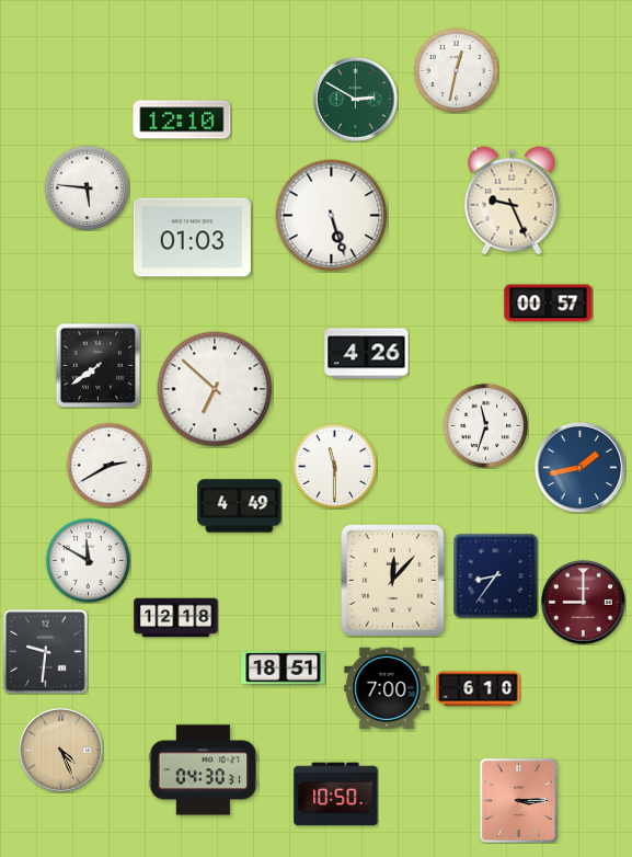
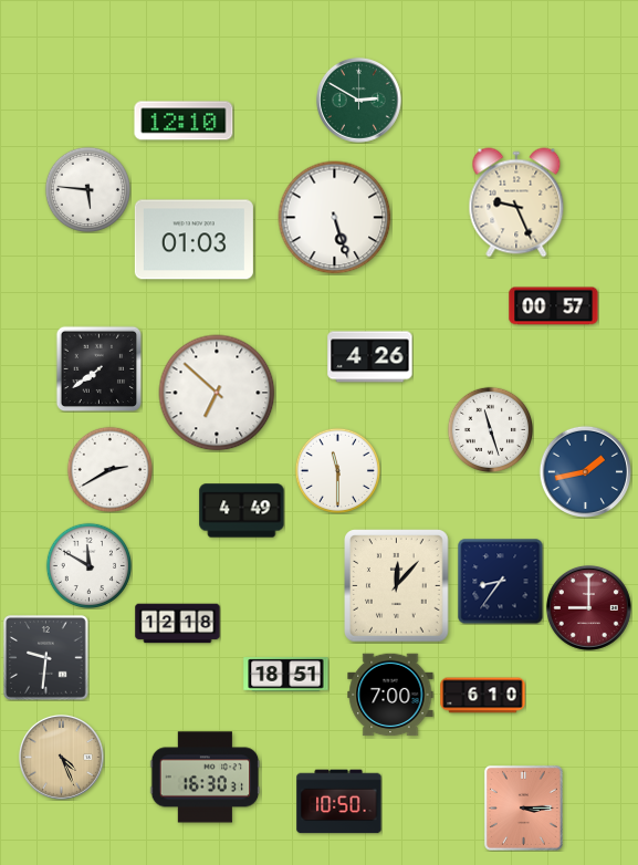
clock at (456, 70): 12:32 -> none
clock at (485, 425): 11:33 -> 11:27
clock at (204, 770): 04:30 -> 16:30
